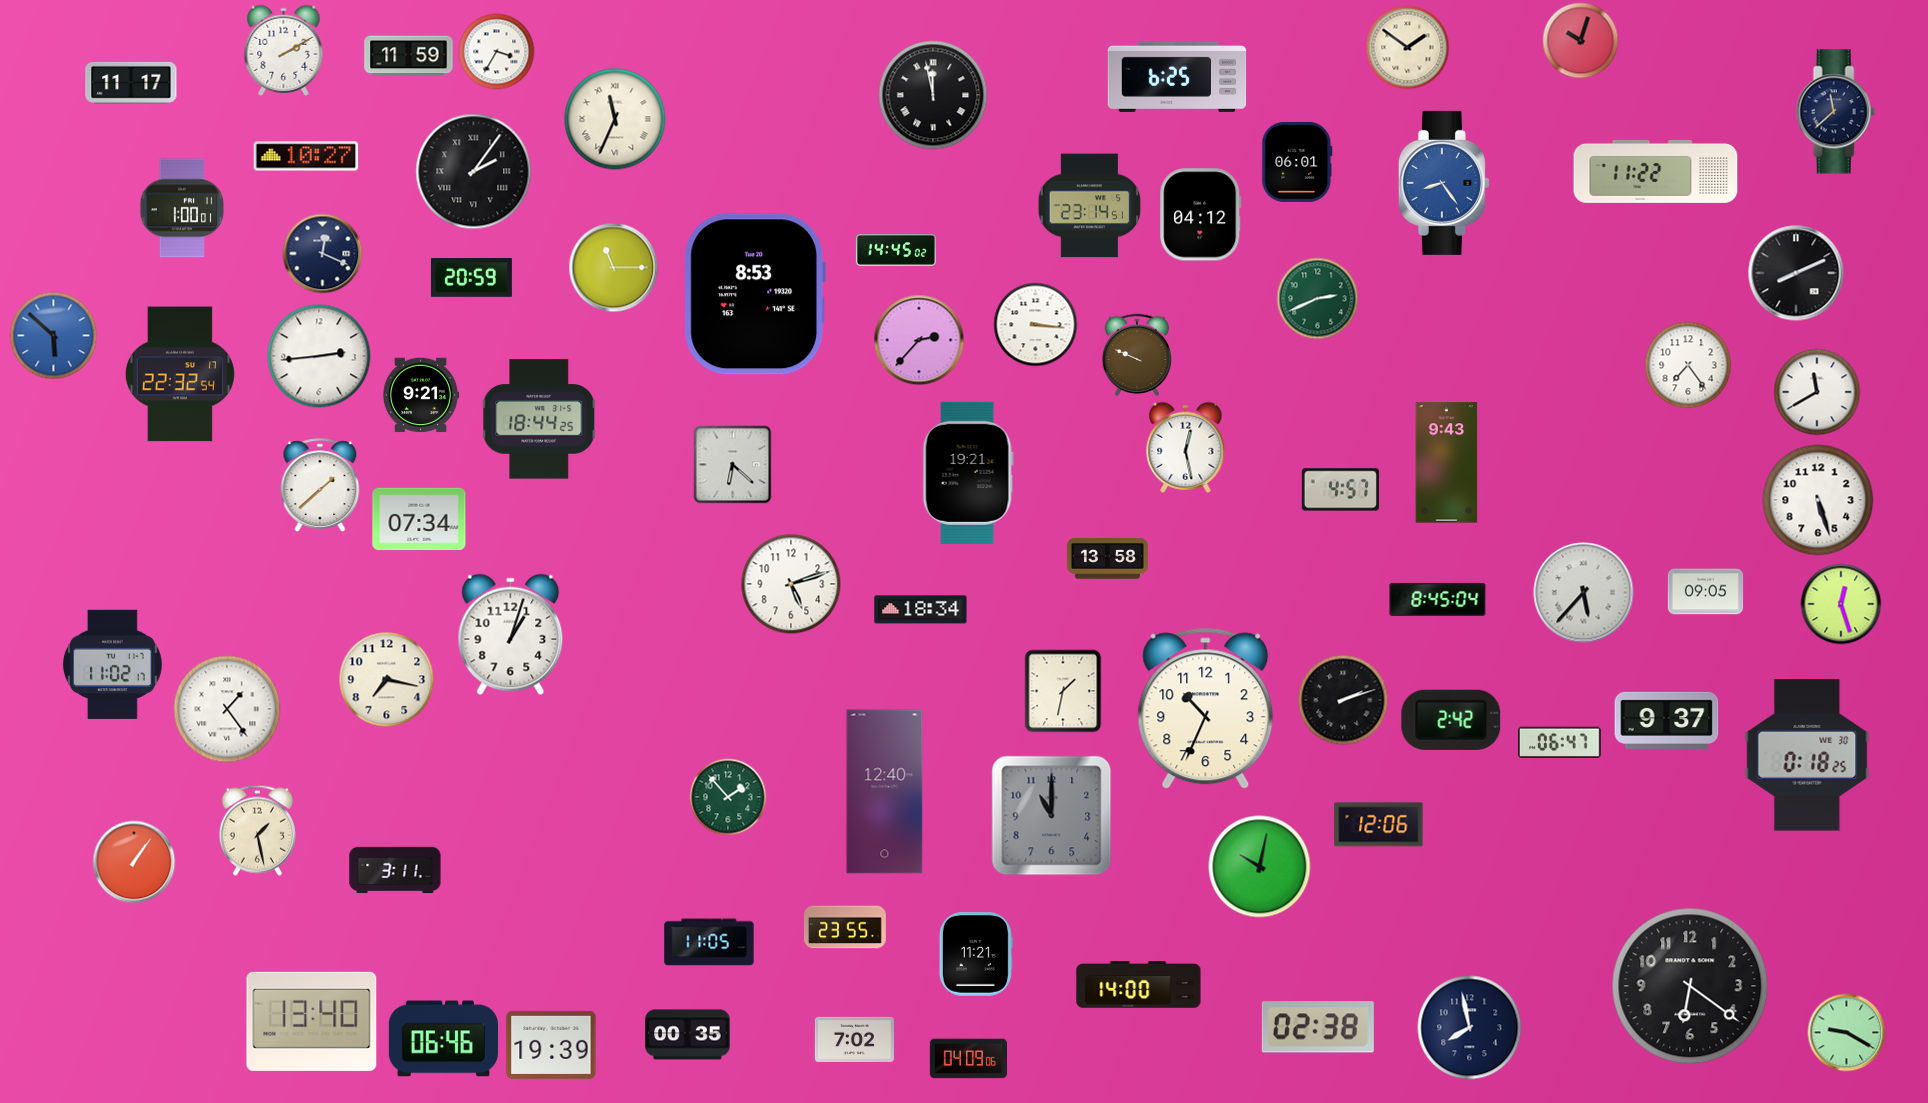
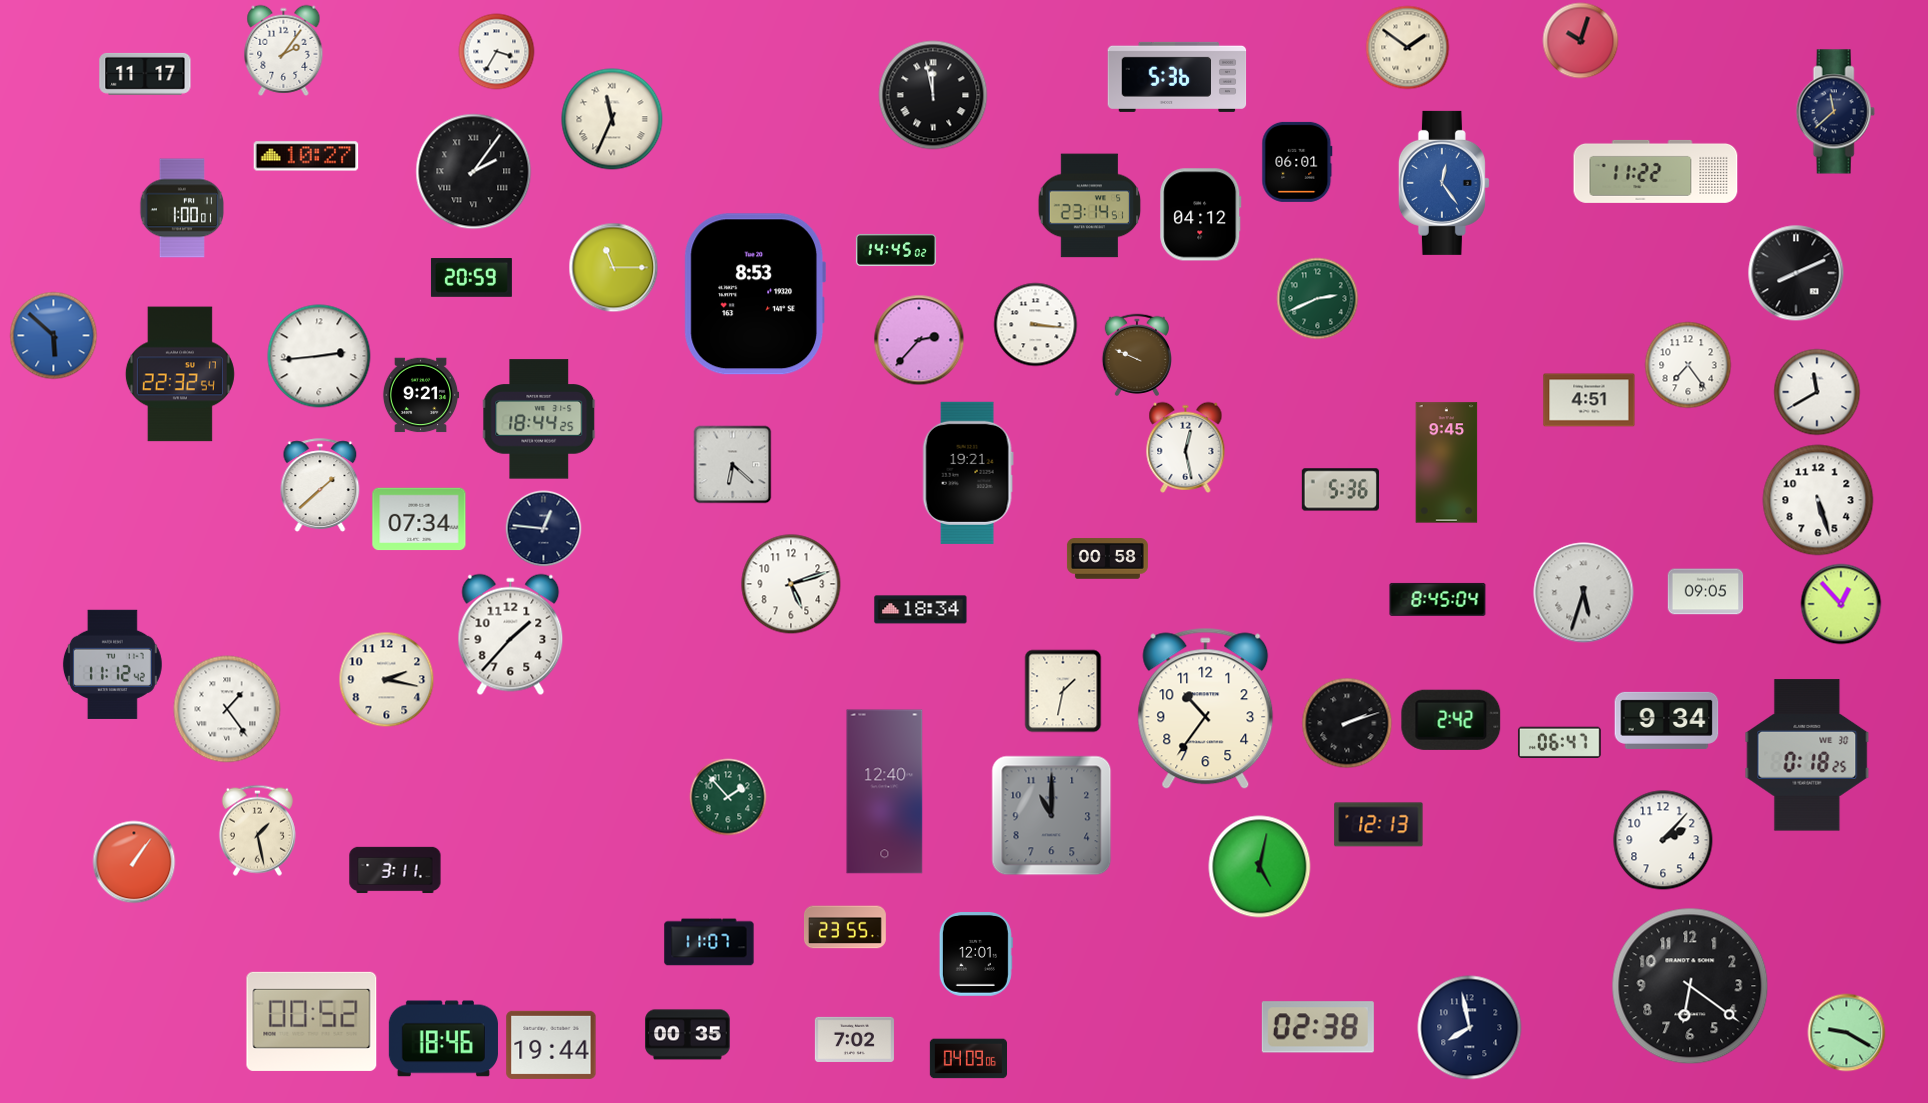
clock at (284, 50): 2:10 -> 2:06
clock at (409, 56): 11:59 -> none
clock at (1177, 77): 6:25 -> 5:36
clock at (131, 83) position: (131, 83) -> (145, 74)
clock at (615, 119) position: (615, 119) -> (612, 119)
clock at (1444, 183): 8:24 -> 12:24
clock at (323, 254): 12:19 -> none
clock at (1589, 400): none -> 4:51
clock at (1447, 463): 9:43 -> 9:45
clock at (1340, 490): 4:57 -> 5:36
clock at (544, 529): none -> 12:46
clock at (1107, 559): 13:58 -> 00:58
clock at (1584, 593): 5:37 -> 5:33
clock at (1841, 604): 12:27 -> 12:53
clock at (511, 635): 1:03 -> 1:37
clock at (112, 664): 11:02 -> 11:12
clock at (387, 680): 7:17 -> 2:17
clock at (1343, 700) position: (1343, 700) -> (1347, 723)
clock at (1206, 709): 10:34 -> 10:36
clock at (1667, 720): 9:37 -> 9:34
clock at (1379, 825): 12:06 -> 12:13
clock at (1663, 840): none -> 2:07
clock at (1260, 867): 10:02 -> 5:02
clock at (709, 942): 11:05 -> 11:07
clock at (976, 954): 11:21 -> 12:01
clock at (1139, 985): 14:00 -> none
clock at (312, 1021): 13:40 -> 00:52
clock at (443, 1039): 06:46 -> 18:46
clock at (551, 1045): 19:39 -> 19:44
